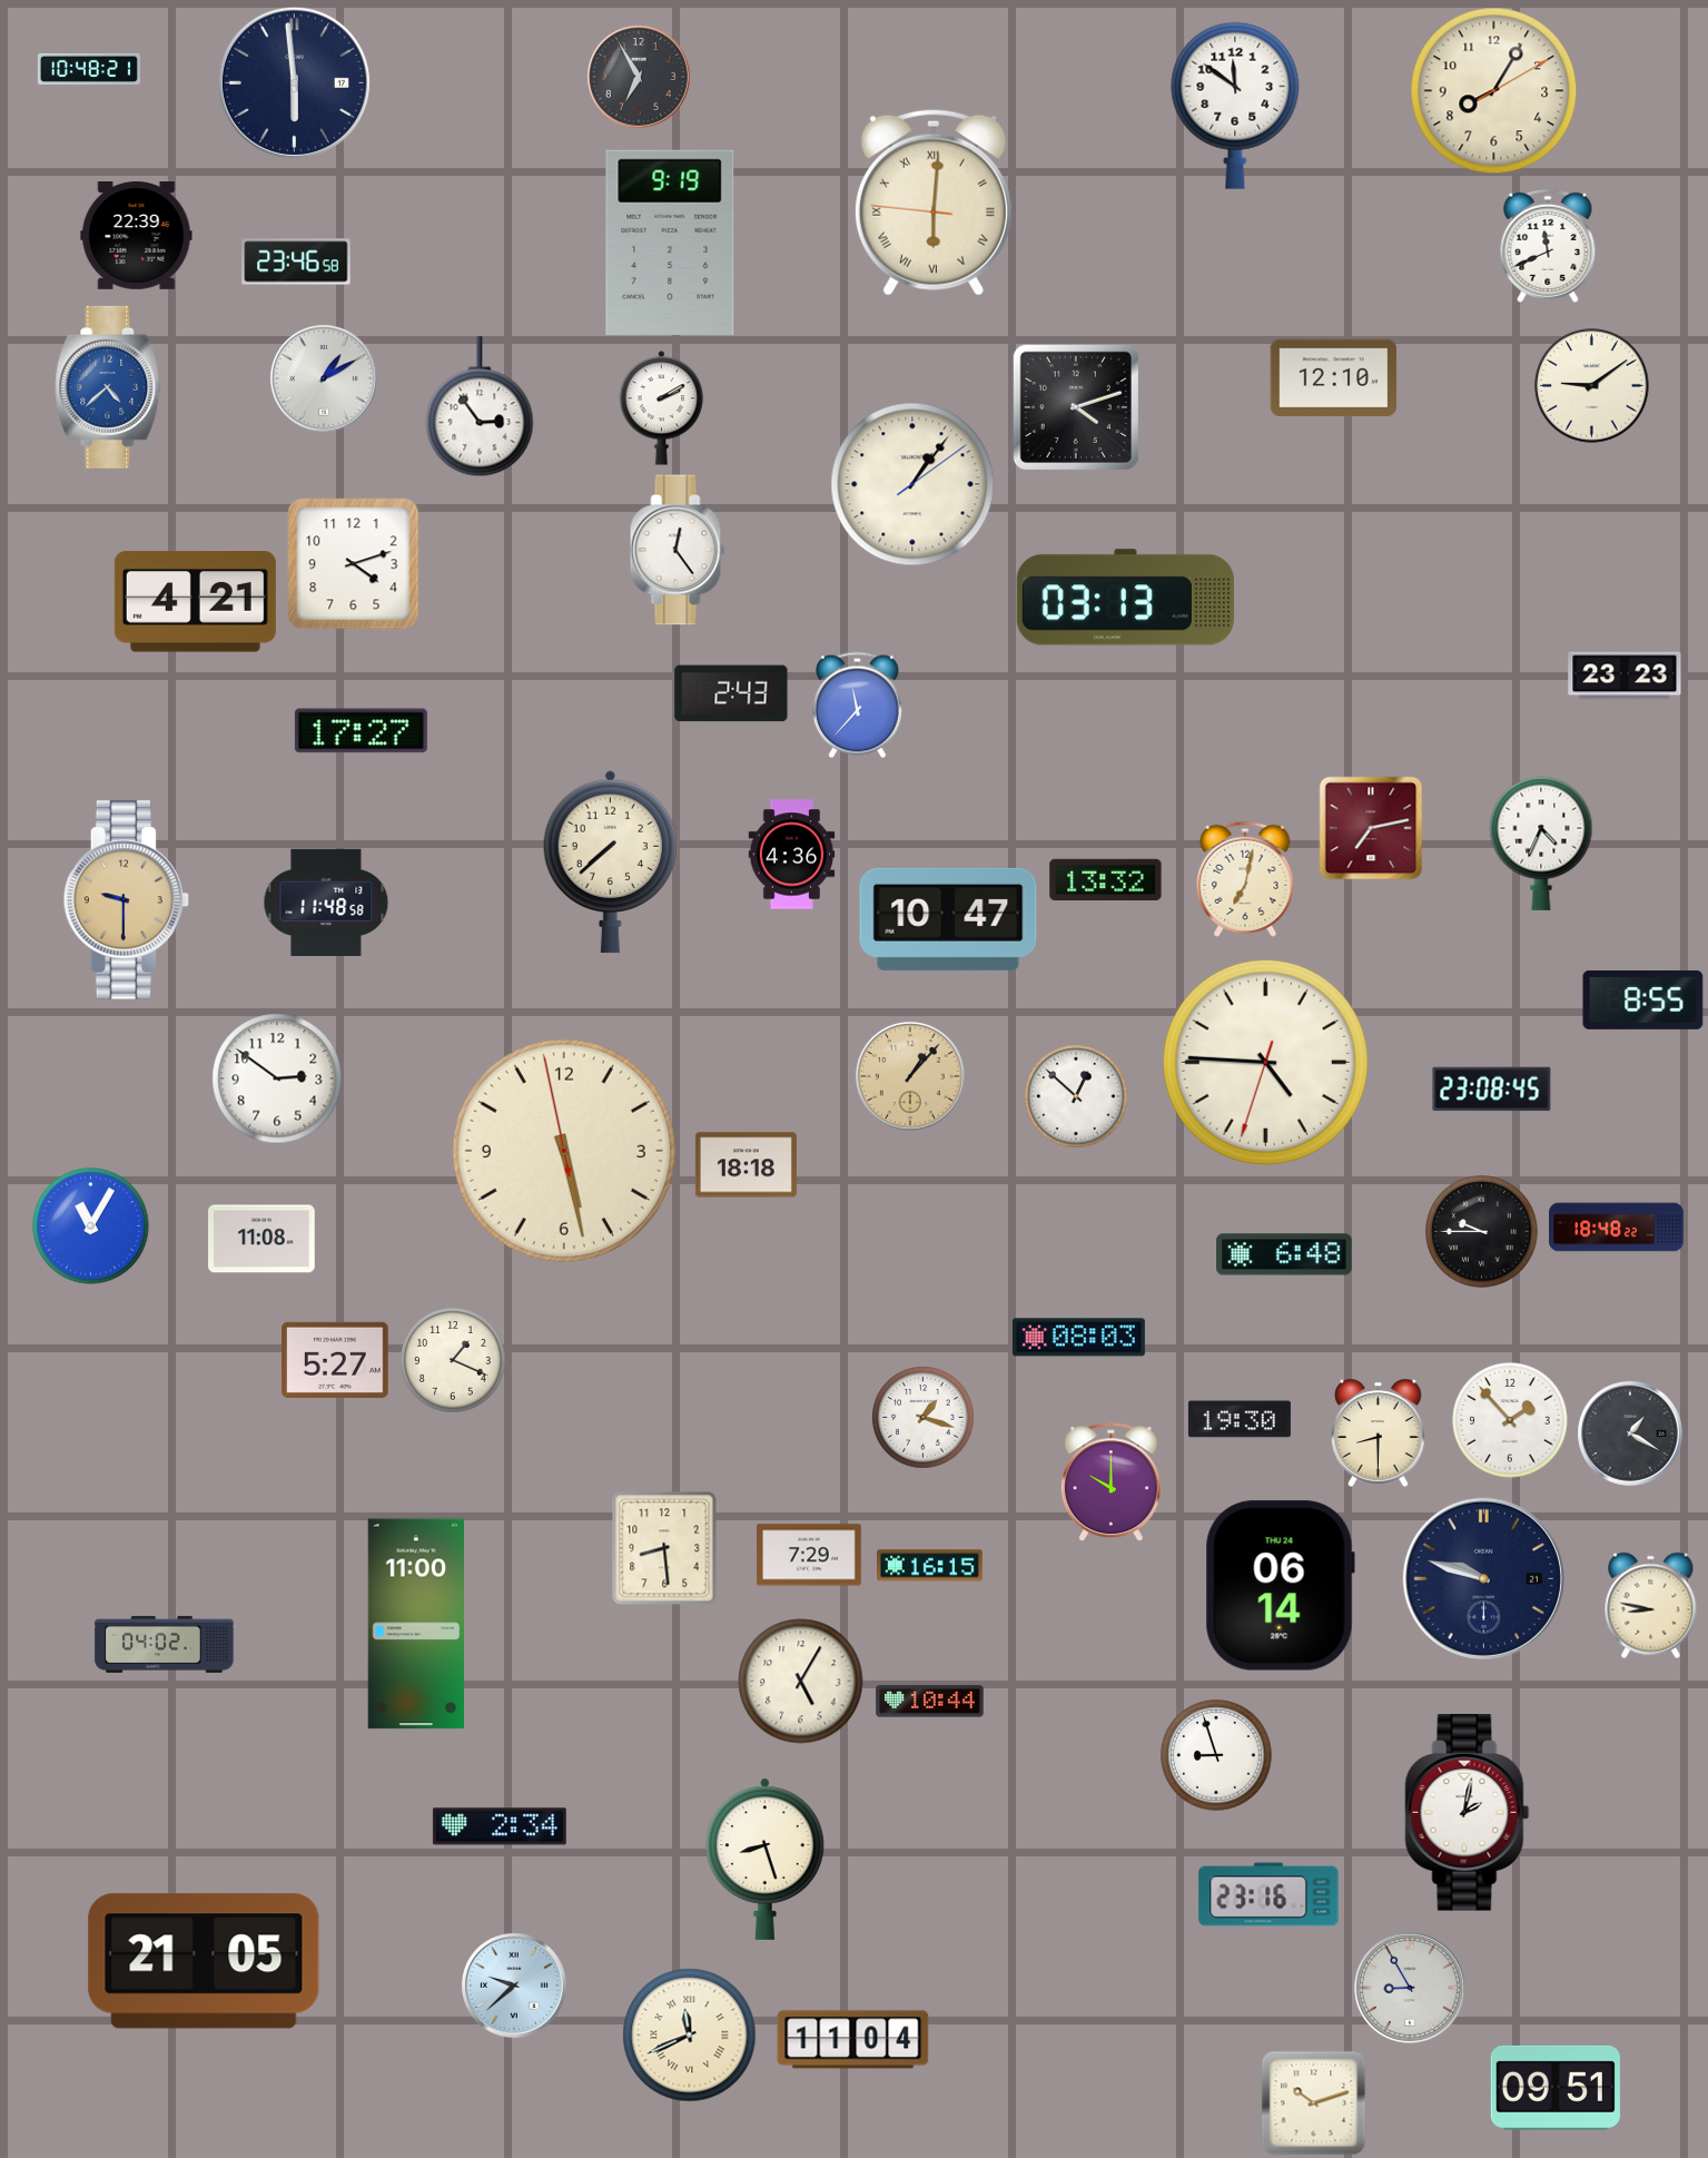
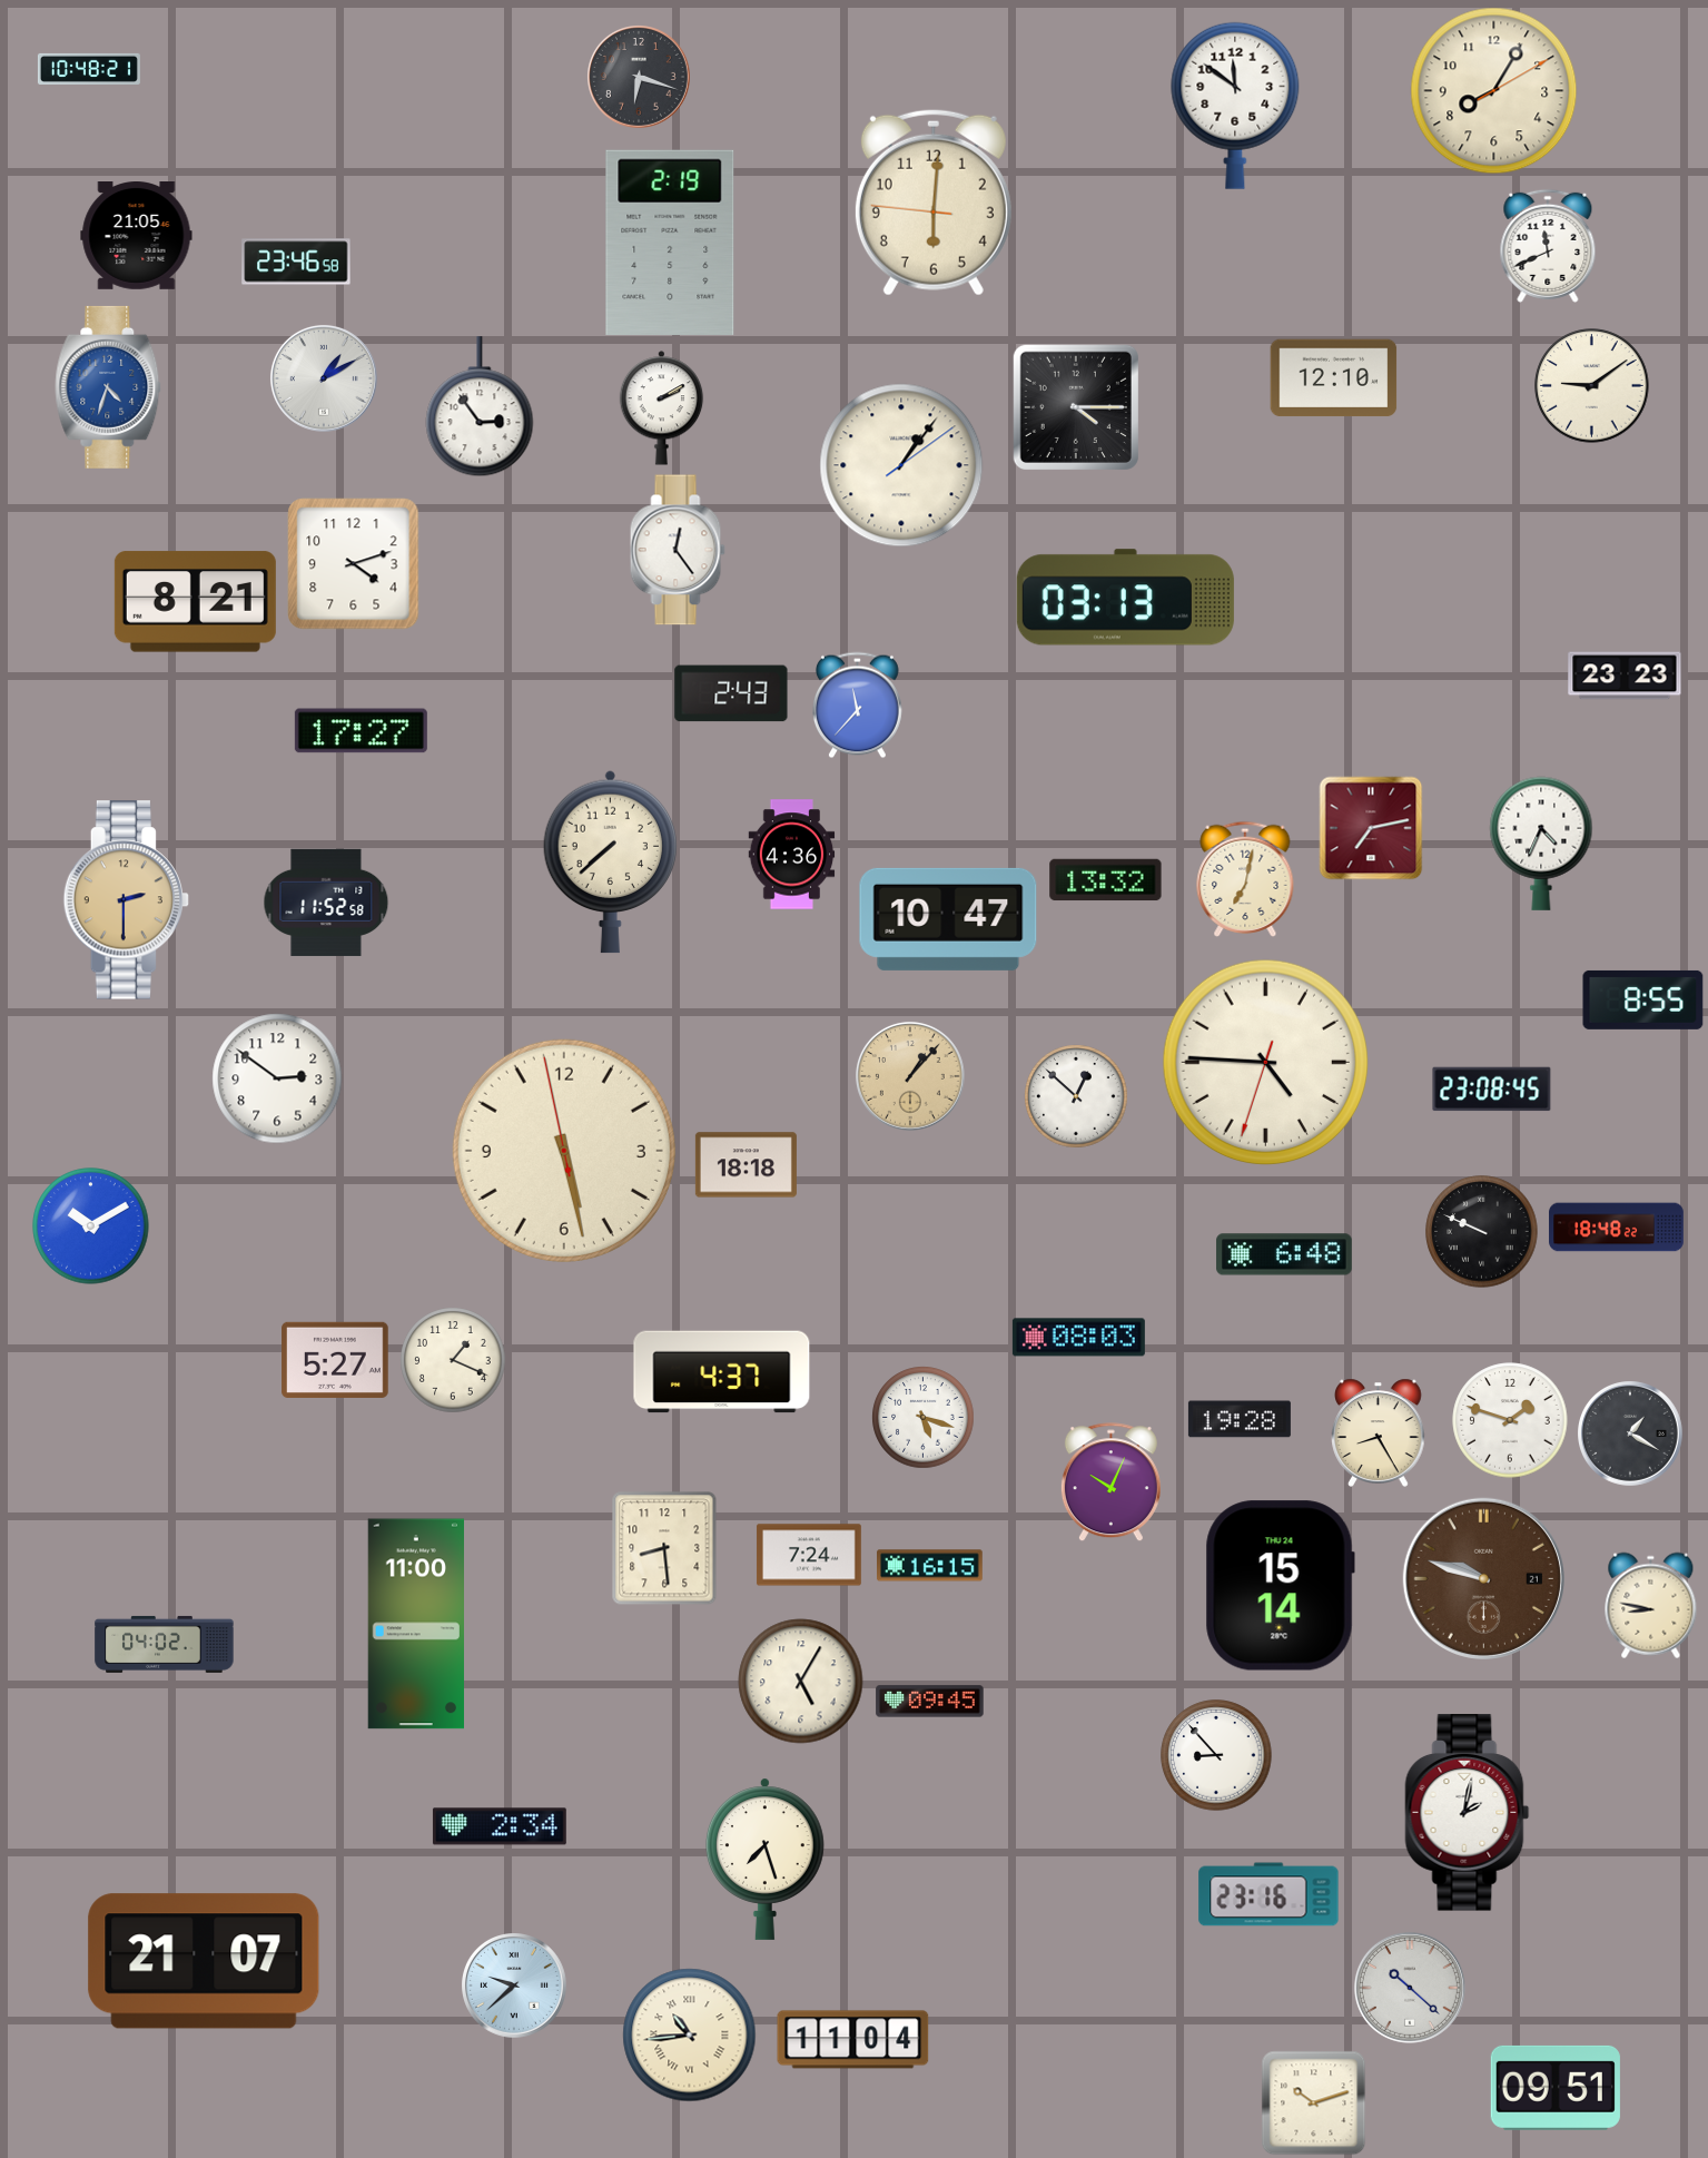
clock at (640, 78): 6:55 -> 6:18
clock at (294, 82): 5:59 -> none
clock at (934, 203) numerals: Roman -> Arabic
clock at (137, 236): 22:39 -> 21:05
clock at (670, 243): 9:19 -> 2:19
clock at (108, 387): 4:38 -> 4:33
clock at (1076, 407): 4:12 -> 4:15
clock at (912, 484) position: (912, 484) -> (901, 465)
clock at (195, 602): 4:21 -> 8:21
clock at (127, 900): 9:30 -> 2:30
clock at (326, 903): 11:48 -> 11:52
clock at (91, 1226): 11:05 -> 10:10
clock at (1482, 1232): 9:45 -> 9:49
clock at (261, 1239): 11:08 -> none
clock at (722, 1372): none -> 4:37
clock at (924, 1418): 1:18 -> 5:18
clock at (1240, 1419): 19:30 -> 19:28
clock at (1510, 1420): 1:53 -> 1:48
clock at (1379, 1432): 8:30 -> 8:25
clock at (1110, 1482): 10:00 -> 10:04
clock at (809, 1555): 7:29 -> 7:24
clock at (1483, 1578) dial: navy -> brown
clock at (1280, 1586): 06:14 -> 15:14
clock at (930, 1702): 10:44 -> 09:45
clock at (1216, 1755): 8:57 -> 8:53
clock at (764, 1859): 8:27 -> 7:27
clock at (204, 1961): 21:05 -> 21:07
clock at (1410, 1988): 8:55 -> 10:22
clock at (690, 2036): 11:41 -> 10:44
